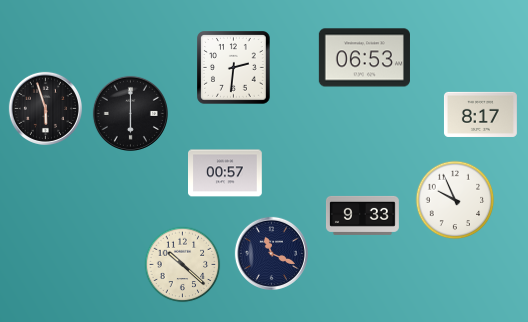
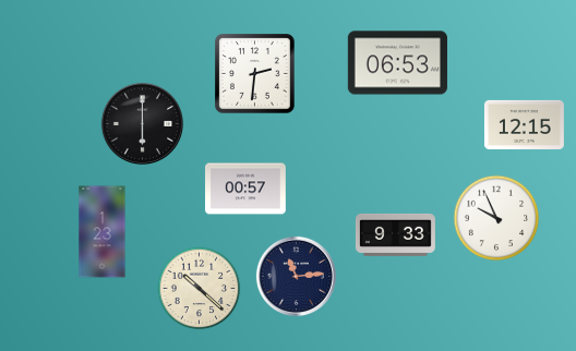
clock at (45, 108): 5:57 -> none
clock at (480, 114): 8:17 -> 12:15
clock at (103, 232): none -> 1:23
clock at (271, 253): 11:19 -> 11:14
